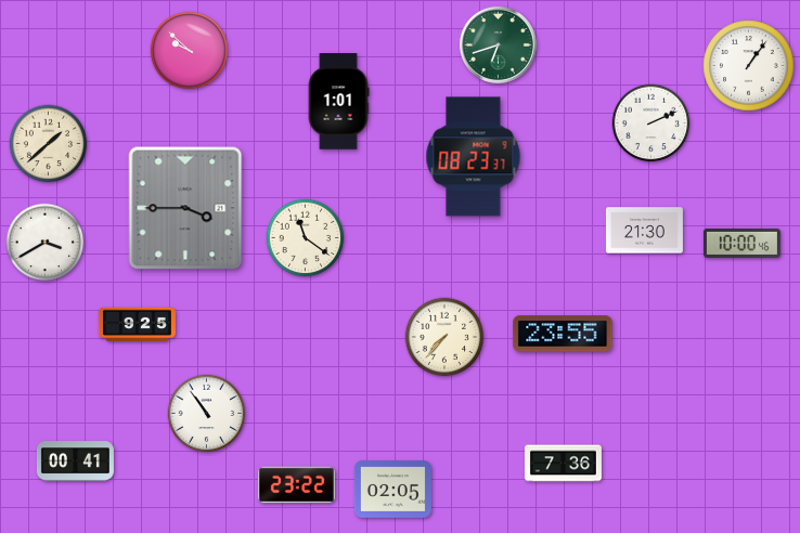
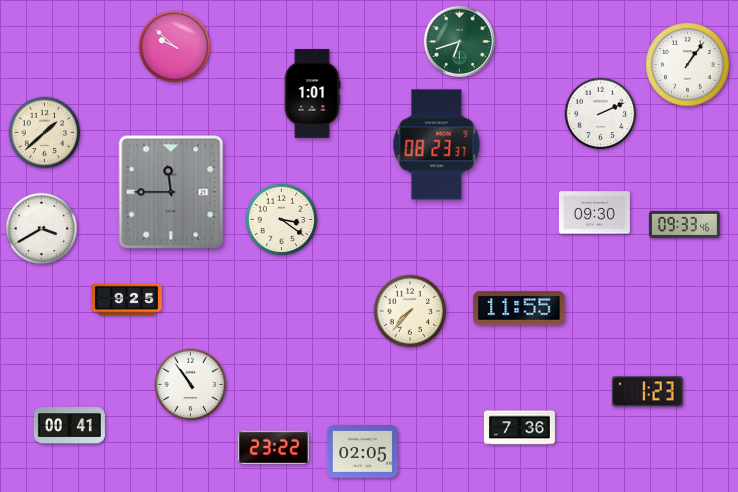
clock at (749, 66) position: (749, 66) -> (688, 65)
clock at (185, 208): 3:45 -> 11:45
clock at (644, 231): 21:30 -> 09:30
clock at (306, 238): 11:21 -> 3:21
clock at (46, 243) position: (46, 243) -> (42, 229)
clock at (741, 243): 10:00 -> 09:33
clock at (563, 334): 23:55 -> 11:55
clock at (207, 414) position: (207, 414) -> (191, 385)
clock at (647, 392): none -> 1:23
